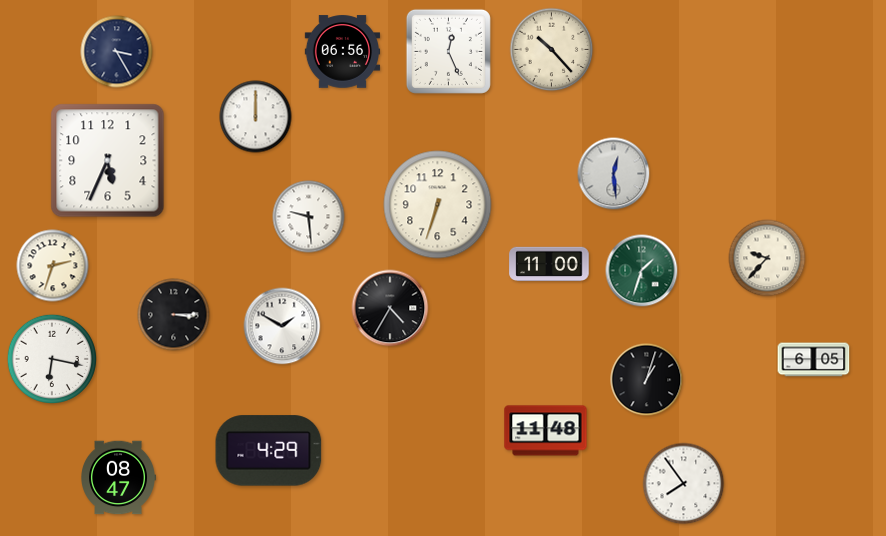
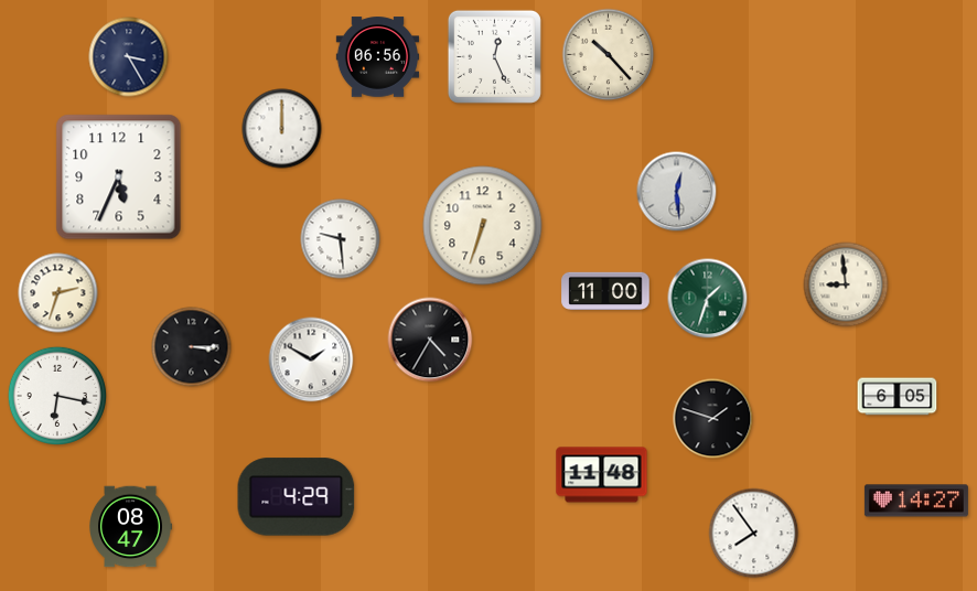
clock at (767, 258): 9:37 -> 8:59
clock at (647, 380): 1:03 -> 1:48
clock at (916, 501): none -> 14:27
